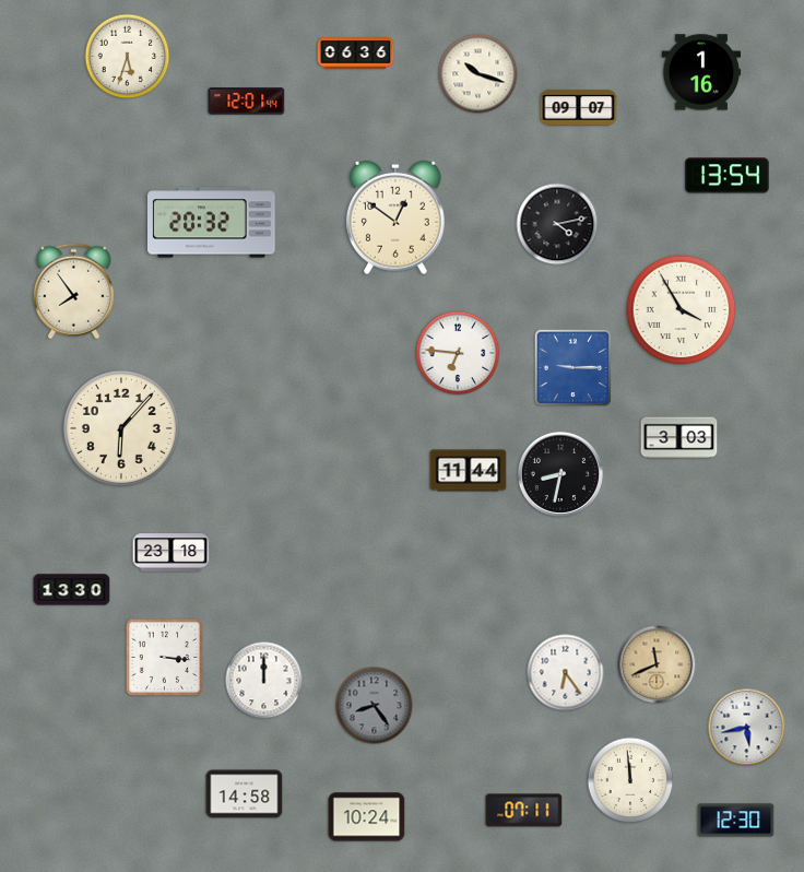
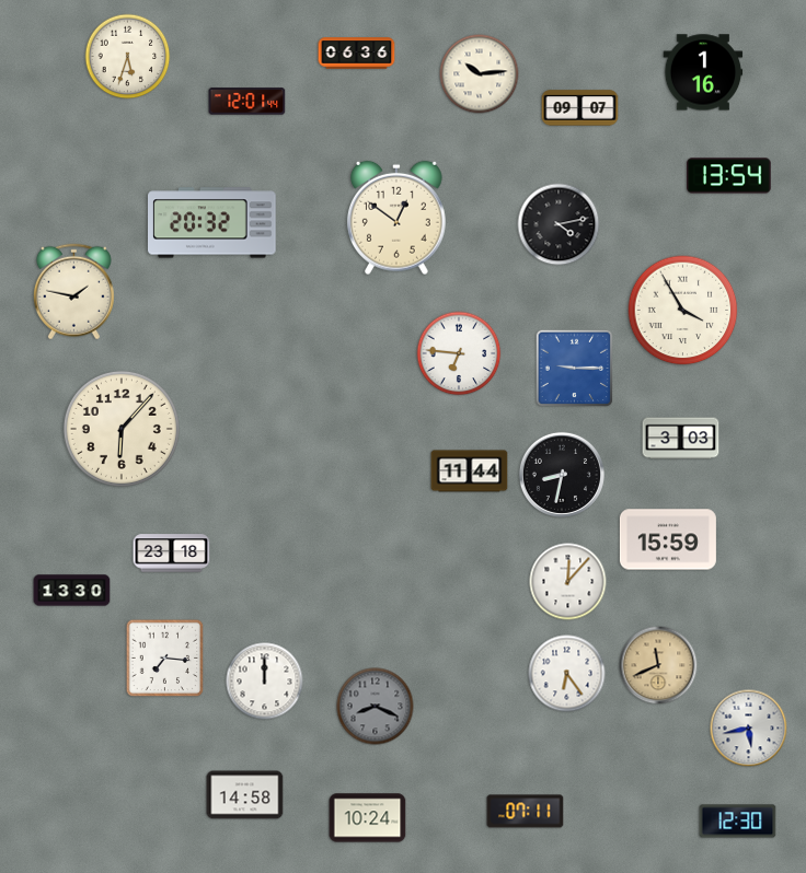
clock at (478, 74): 10:18 -> 10:14
clock at (73, 292): 7:54 -> 1:47
clock at (668, 539): none -> 15:59
clock at (568, 582): none -> 12:07
clock at (165, 658): 3:16 -> 7:16
clock at (375, 706): 8:24 -> 8:19
clock at (630, 780): 11:59 -> none
